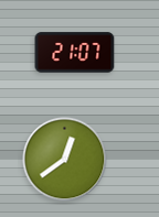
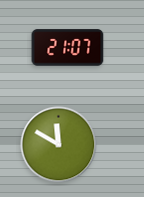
clock at (65, 160): 12:39 -> 11:50
